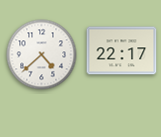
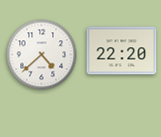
clock at (122, 51): 22:17 -> 22:20
